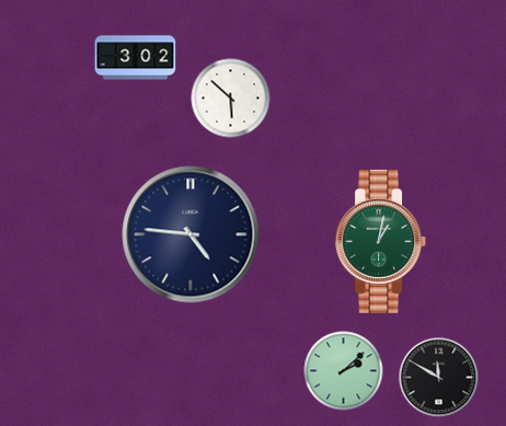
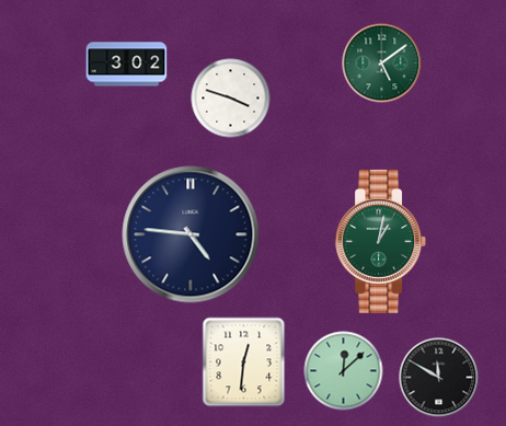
clock at (136, 58) position: (136, 58) -> (127, 65)
clock at (382, 64): none -> 5:09
clock at (231, 99): 5:52 -> 3:48
clock at (244, 362): none -> 12:31
clock at (344, 371): 2:08 -> 12:08
